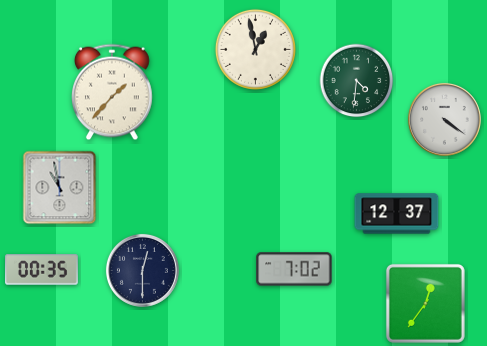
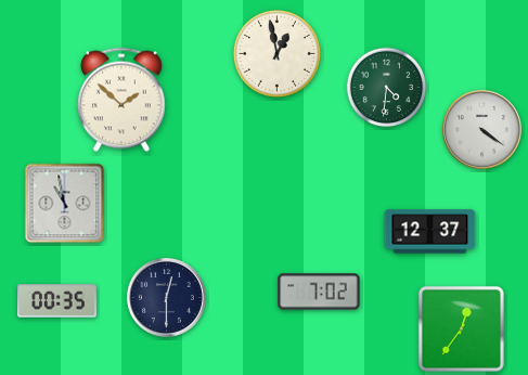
clock at (113, 92): 1:37 -> 1:52
clock at (42, 270) position: (42, 270) -> (57, 301)
clock at (142, 270) position: (142, 270) -> (166, 297)
